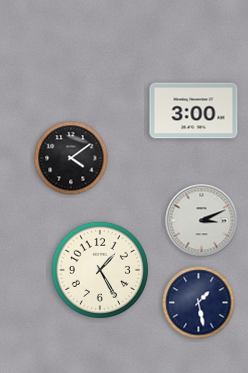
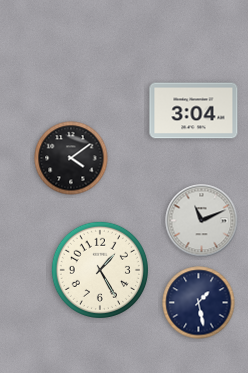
clock at (194, 111): 3:00 -> 3:04
clock at (202, 221): 3:11 -> 11:11
